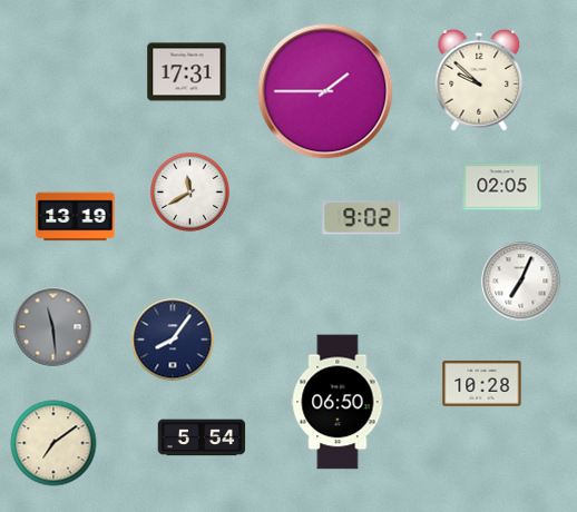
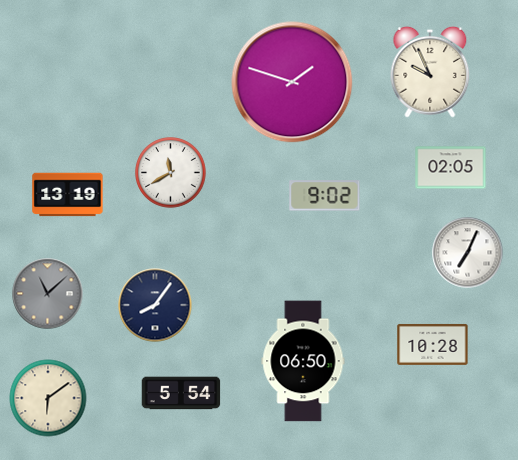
clock at (187, 72): 17:31 -> none
clock at (479, 80): 9:52 -> 9:56
clock at (325, 91): 1:45 -> 1:48
clock at (53, 327): 11:29 -> 11:08
clock at (53, 443): 7:09 -> 6:09
